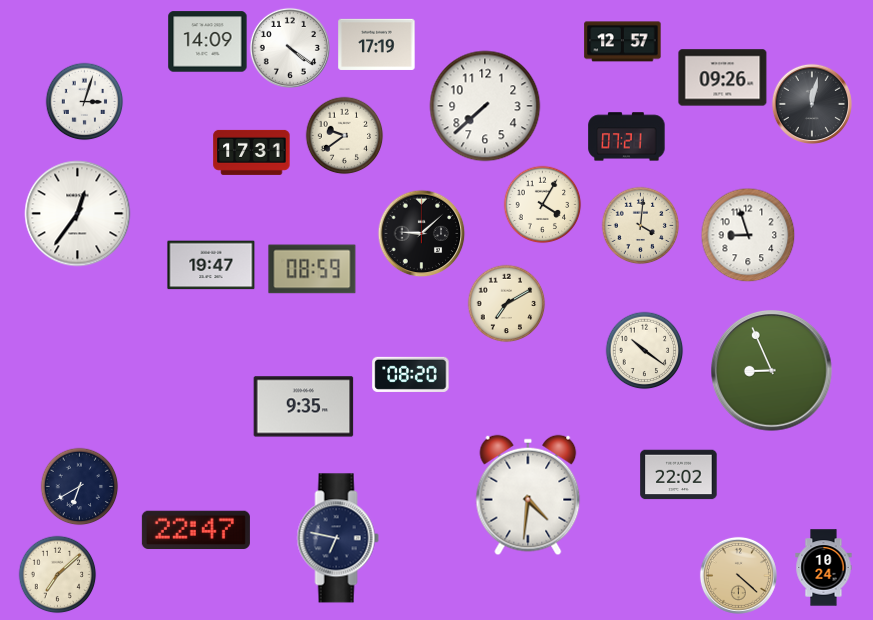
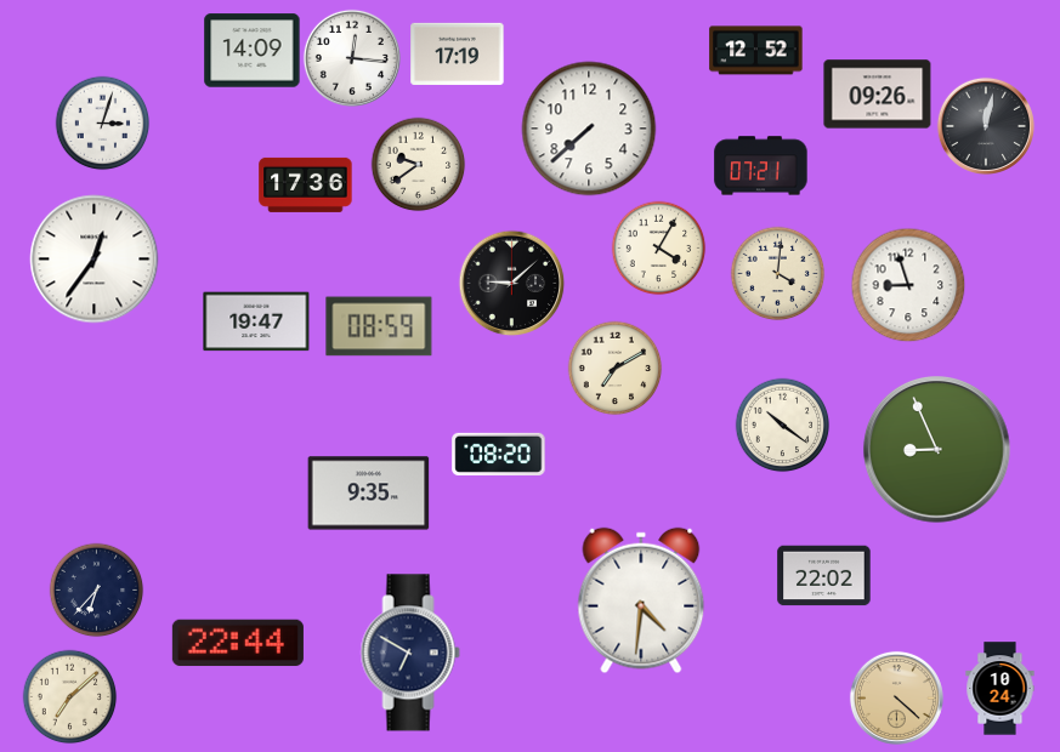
clock at (623, 42): 12:57 -> 12:52
clock at (290, 48): 4:21 -> 12:16
clock at (252, 152): 17:31 -> 17:36
clock at (79, 486): 6:40 -> 6:37
clock at (196, 530): 22:47 -> 22:44
clock at (338, 538): 6:47 -> 6:50
